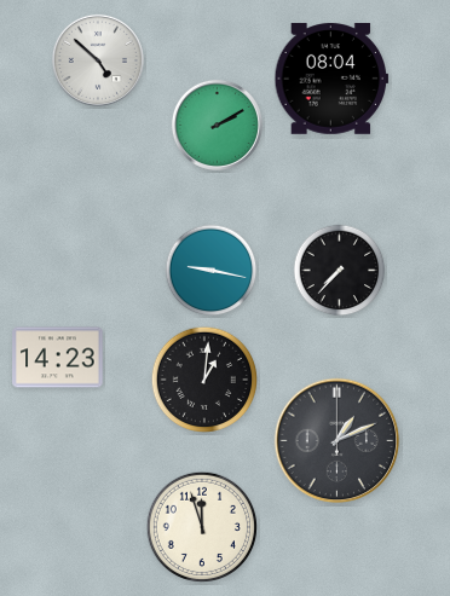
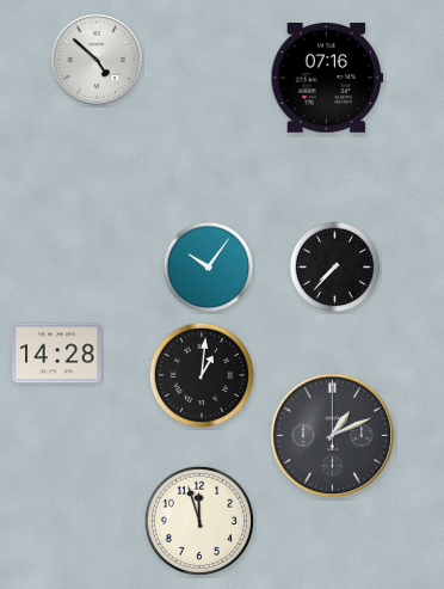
clock at (331, 80): 08:04 -> 07:16
clock at (217, 125): 2:10 -> none
clock at (212, 271): 9:17 -> 10:06
clock at (58, 358): 14:23 -> 14:28
